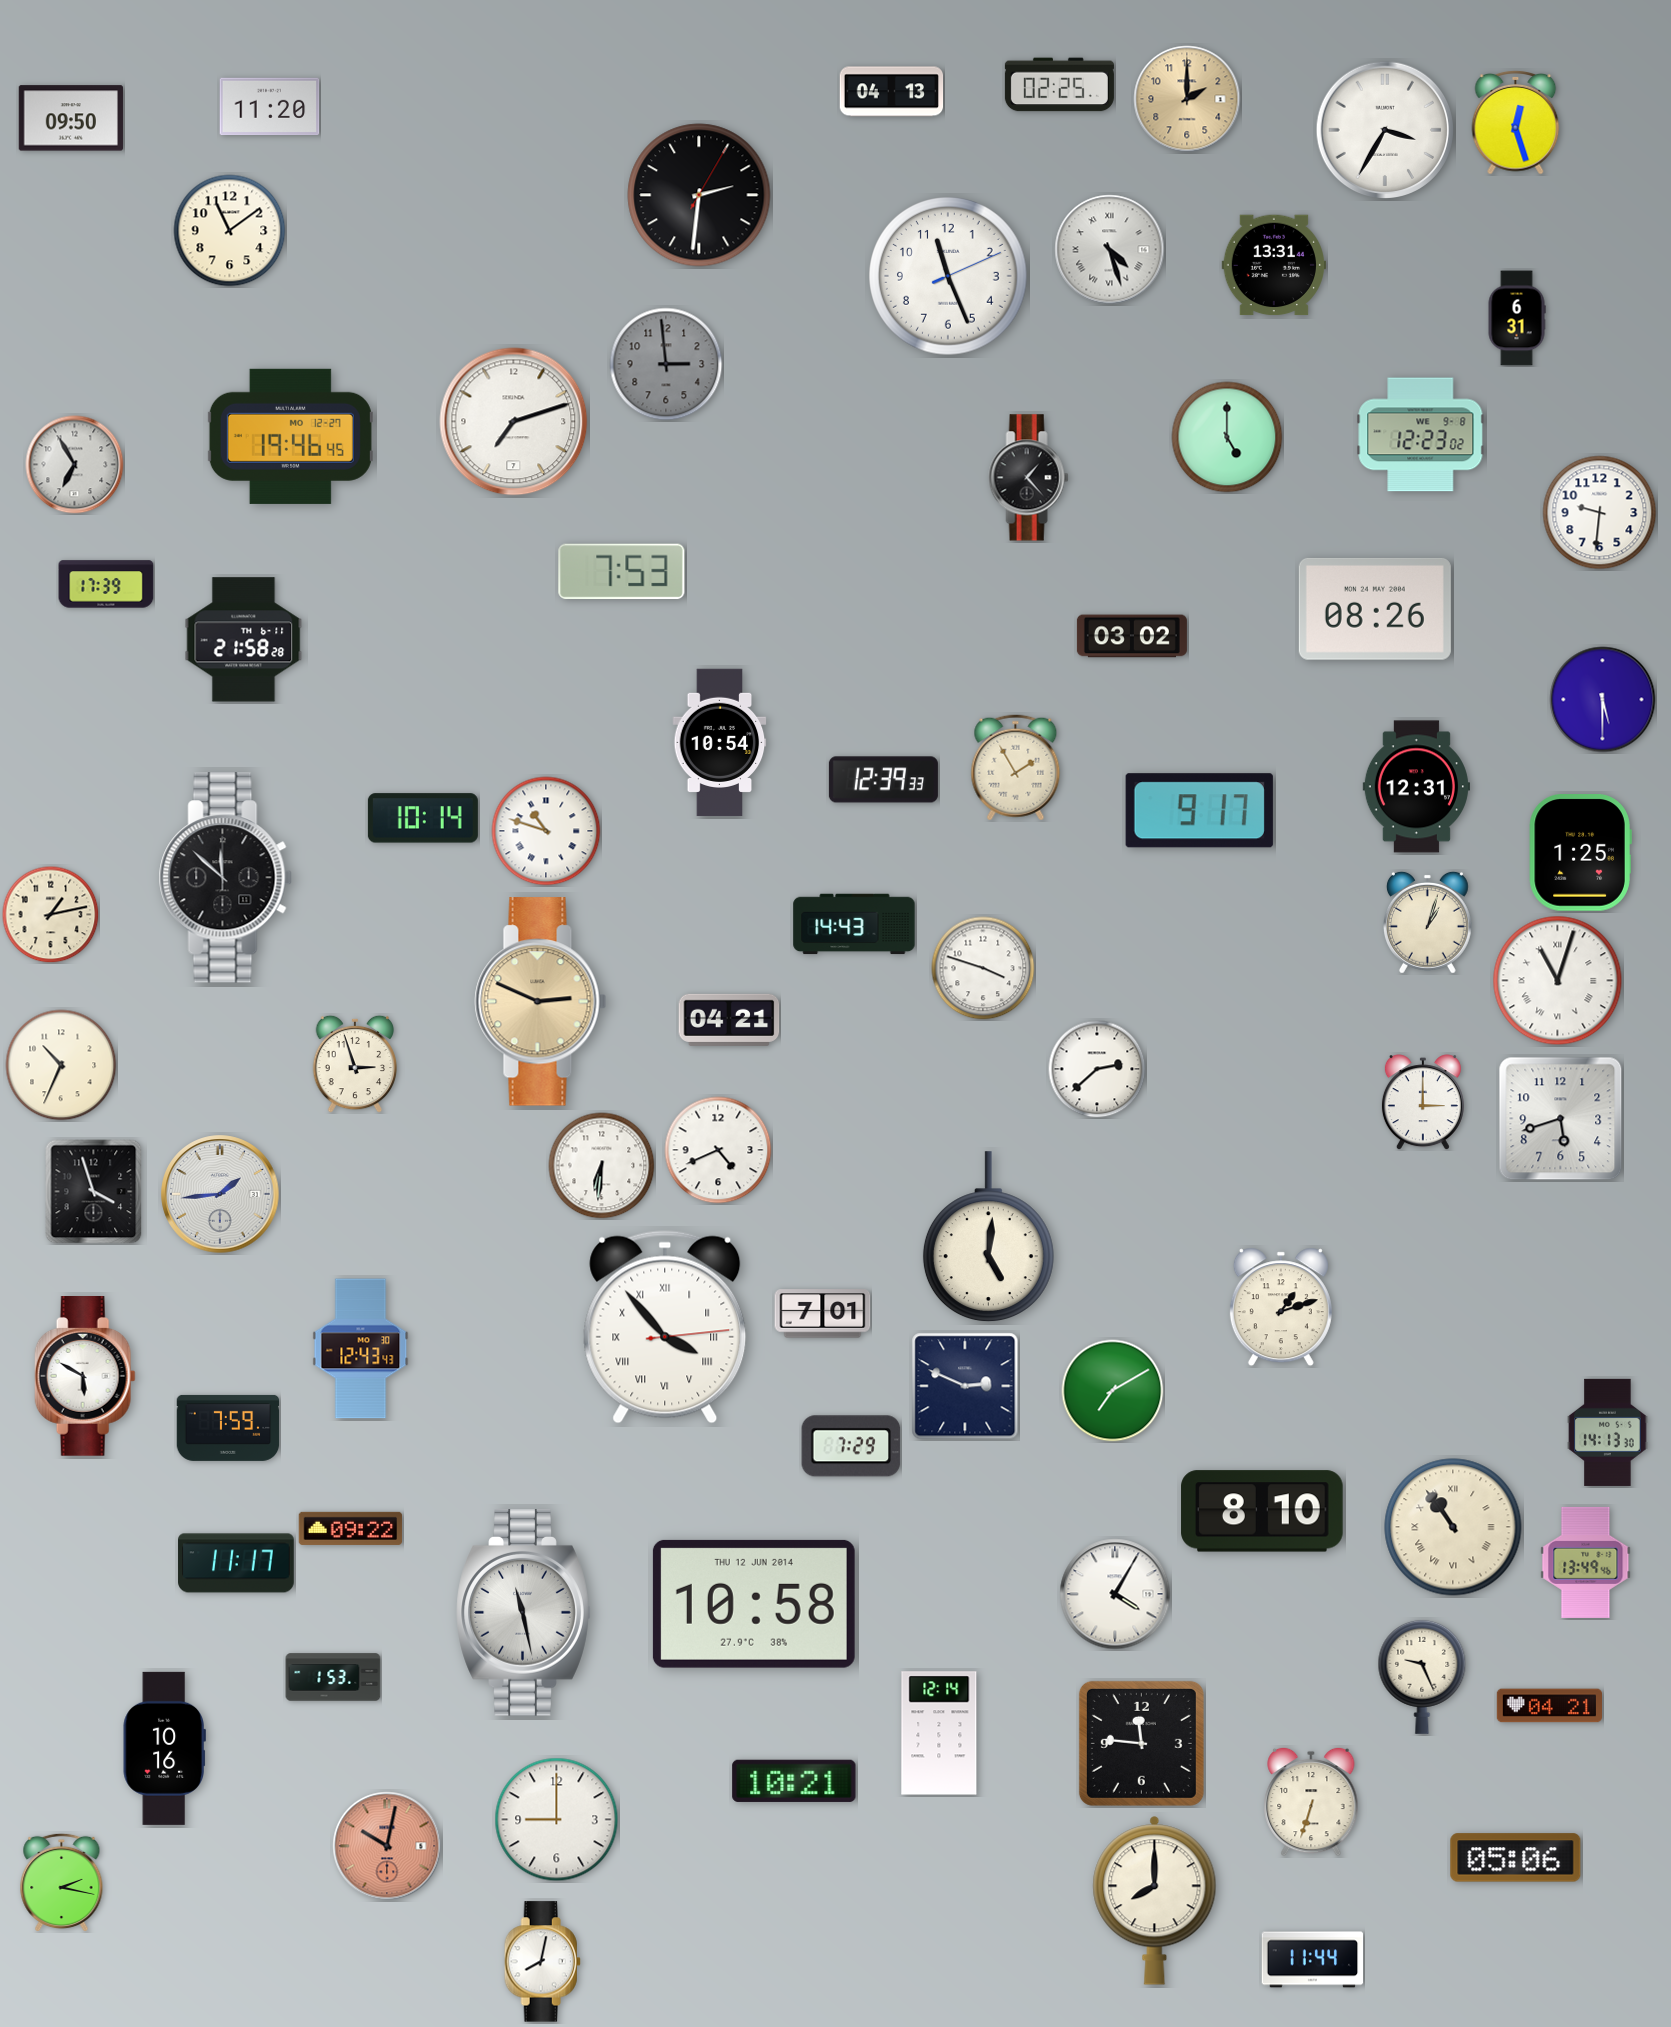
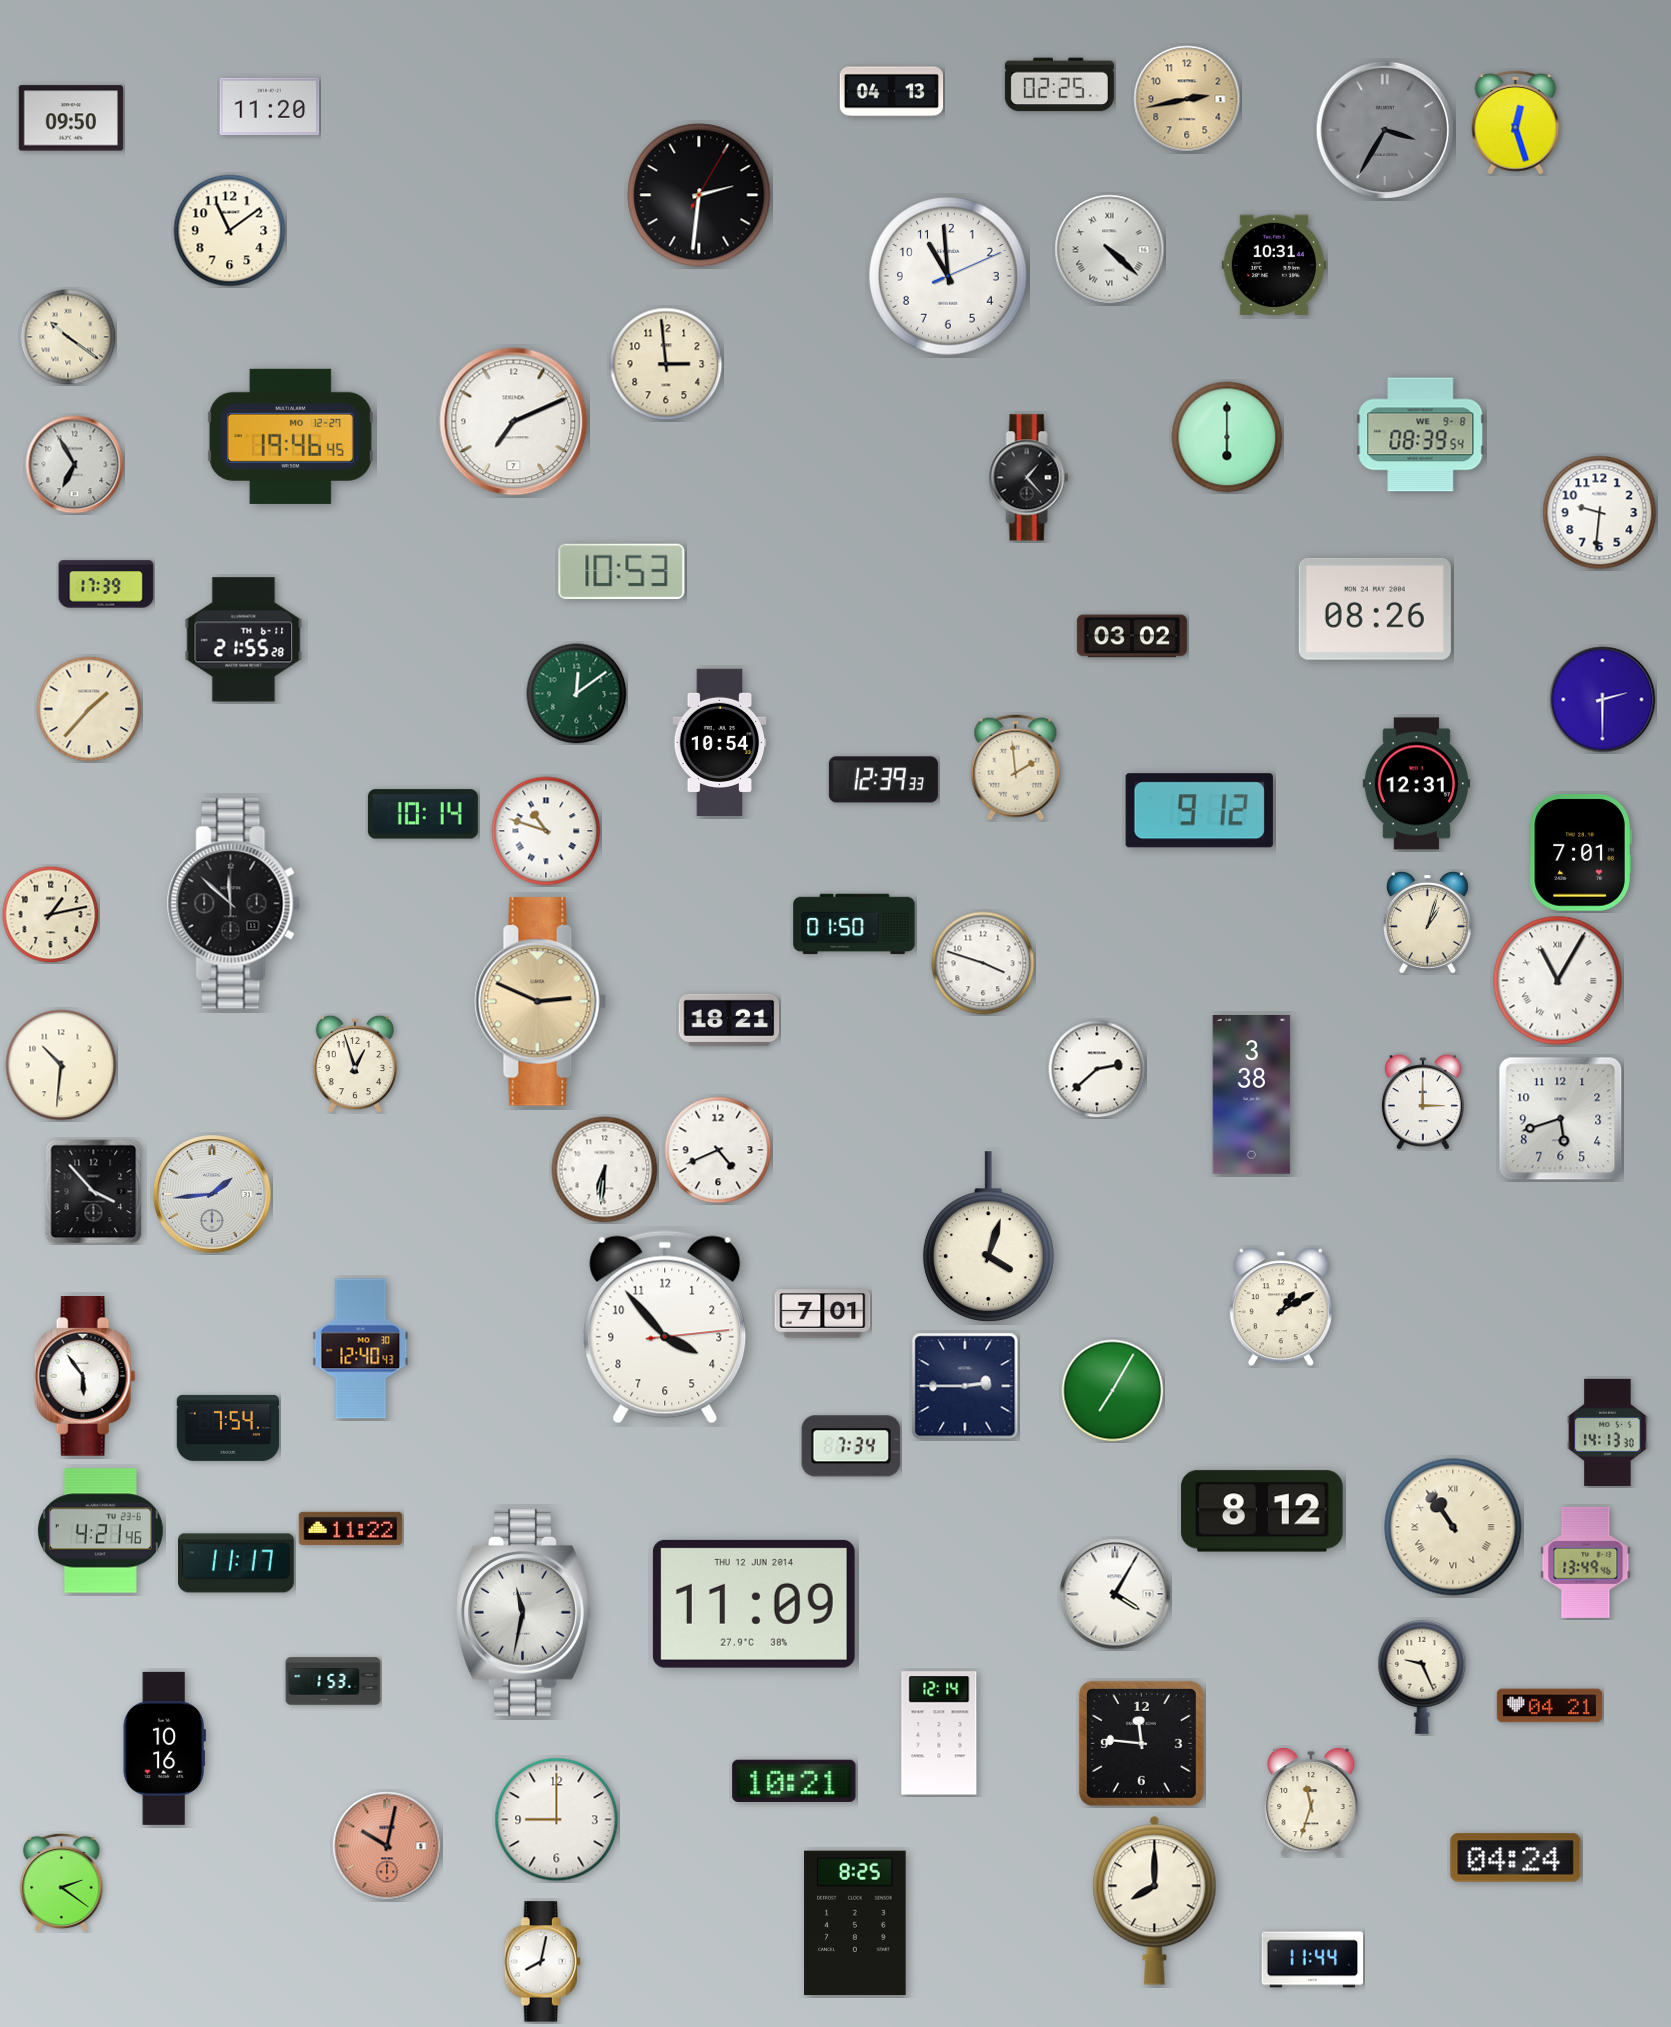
clock at (1187, 99): 2:00 -> 2:43
clock at (1384, 129) dial: white -> grey
clock at (1110, 250): 4:27 -> 4:22
clock at (1273, 265): 13:31 -> 10:31
clock at (948, 276): 11:26 -> 10:59
clock at (1517, 318): 6:31 -> none
clock at (68, 337): none -> 10:21
clock at (666, 364) dial: grey -> cream
clock at (514, 422): 7:12 -> 7:11
clock at (1421, 435): 12:23 -> 08:39
clock at (1227, 437): 5:00 -> 6:00
clock at (622, 572): 7:53 -> 10:53
clock at (244, 640): 21:58 -> 21:55
clock at (577, 694): none -> 12:09
clock at (1603, 700): 5:30 -> 2:30
clock at (89, 709): none -> 1:37
clock at (1016, 768): 1:55 -> 1:59
clock at (1416, 787) position: (1416, 787) -> (1416, 784)
clock at (1199, 811): 9:17 -> 9:12
clock at (423, 818) position: (423, 818) -> (423, 814)
clock at (1580, 853): 1:25 -> 7:01
clock at (225, 878) position: (225, 878) -> (233, 904)
clock at (854, 924): 14:43 -> 01:50
clock at (983, 968) position: (983, 968) -> (983, 963)
clock at (1558, 981): 11:03 -> 11:05
clock at (729, 1020): 04:21 -> 18:21
clock at (355, 1064): 2:57 -> 12:57
clock at (61, 1065): 10:34 -> 10:31
clock at (1252, 1095): none -> 3:38
clock at (602, 1166) position: (602, 1166) -> (605, 1170)
clock at (94, 1192): 3:57 -> 3:53
clock at (220, 1194) position: (220, 1194) -> (212, 1194)
clock at (988, 1237): 5:01 -> 4:03
clock at (1281, 1307): 1:12 -> 1:10
clock at (665, 1327) numerals: Roman -> Arabic
clock at (361, 1349): 12:43 -> 12:40
clock at (85, 1377): 5:50 -> 5:54
clock at (965, 1386): 2:49 -> 2:45
clock at (1113, 1391): 7:10 -> 7:05
clock at (228, 1428): 7:59 -> 7:54
clock at (851, 1446): 7:29 -> 7:34
clock at (1262, 1511): 8:10 -> 8:12
clock at (351, 1528): 09:22 -> 11:22
clock at (100, 1531): none -> 4:21
clock at (754, 1604): 10:58 -> 11:09
clock at (524, 1613): 11:28 -> 11:32
clock at (333, 1677) position: (333, 1677) -> (333, 1681)
clock at (1311, 1802): 6:33 -> 11:33
clock at (1516, 1858): 05:06 -> 04:24
clock at (62, 1882): 2:17 -> 2:21
clock at (855, 1923): none -> 8:25
